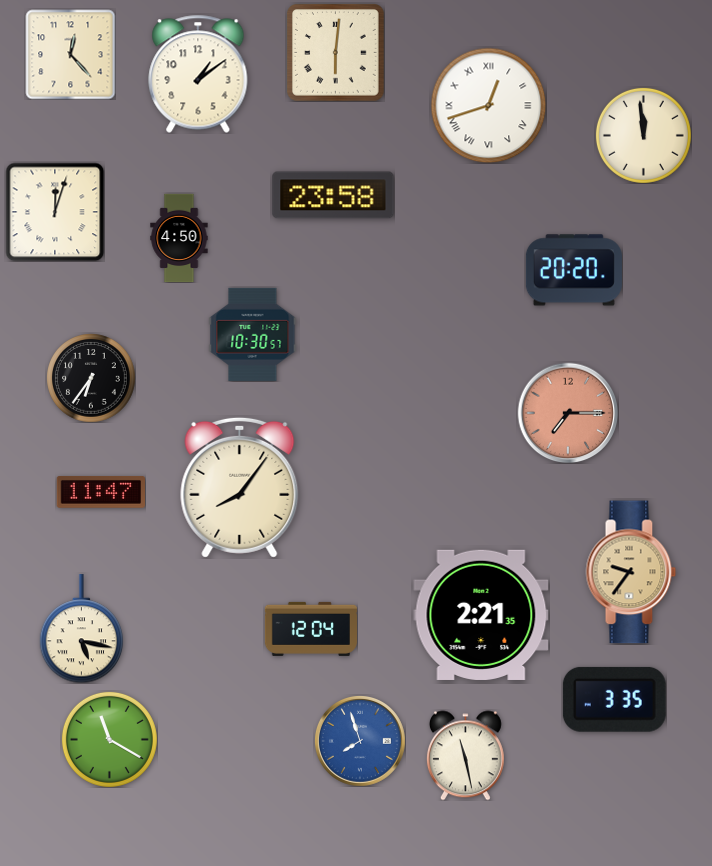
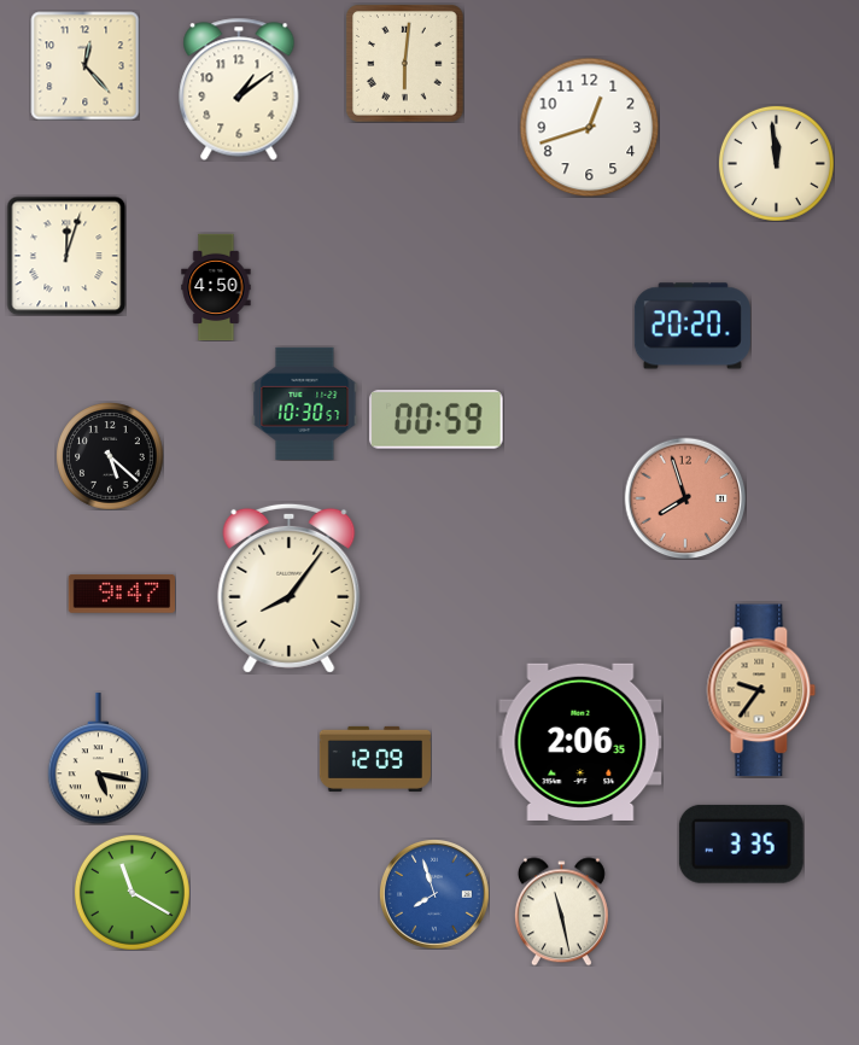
clock at (488, 105) numerals: Roman -> Arabic
clock at (333, 195): 23:58 -> none
clock at (437, 420): none -> 00:59
clock at (91, 378): 6:36 -> 5:22
clock at (568, 413): 7:15 -> 7:57
clock at (100, 493): 11:47 -> 9:47
clock at (481, 615): 2:21 -> 2:06
clock at (311, 629): 12:04 -> 12:09
